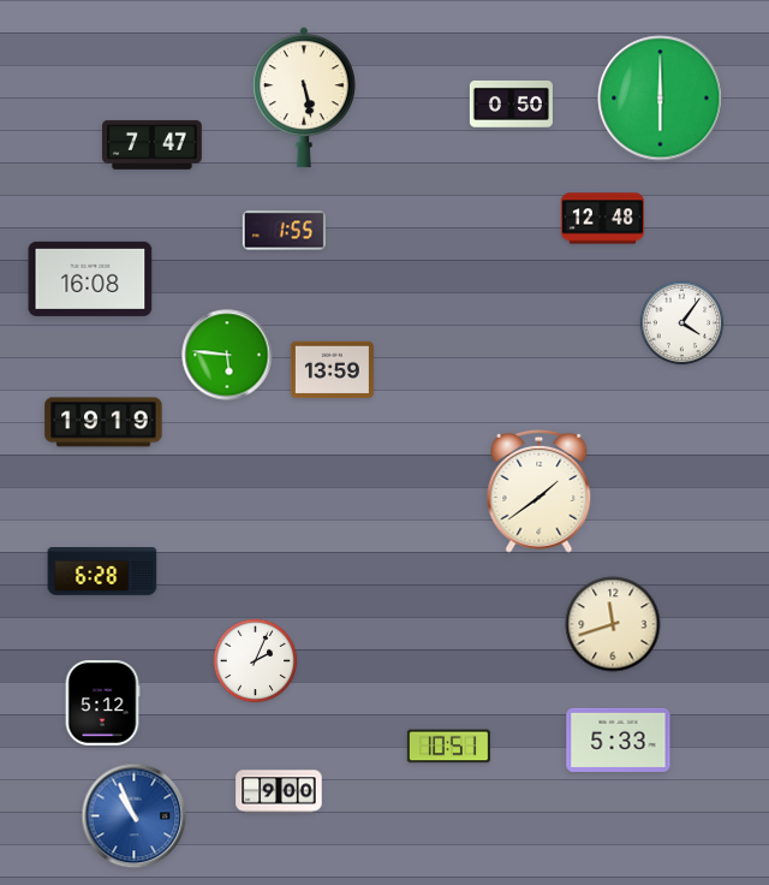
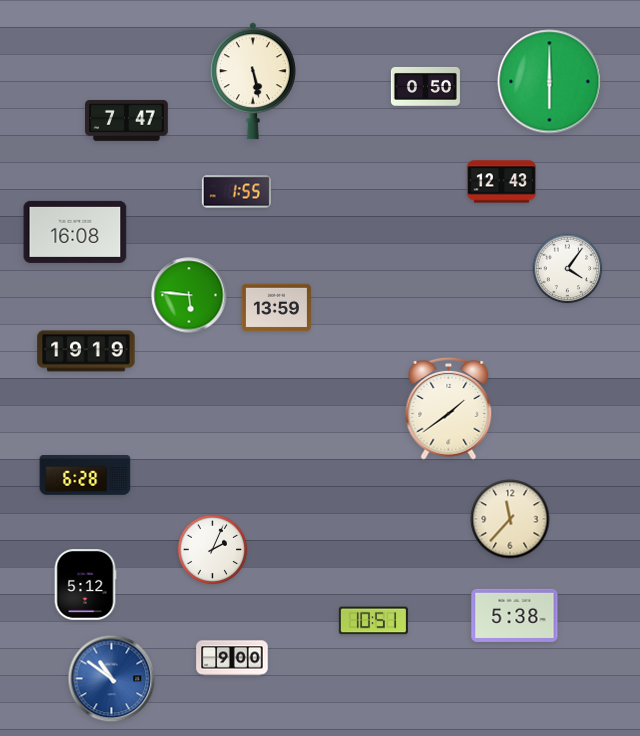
clock at (602, 219): 12:48 -> 12:43
clock at (613, 624): 11:42 -> 11:37
clock at (619, 740): 5:33 -> 5:38
clock at (135, 816): 10:56 -> 10:51
